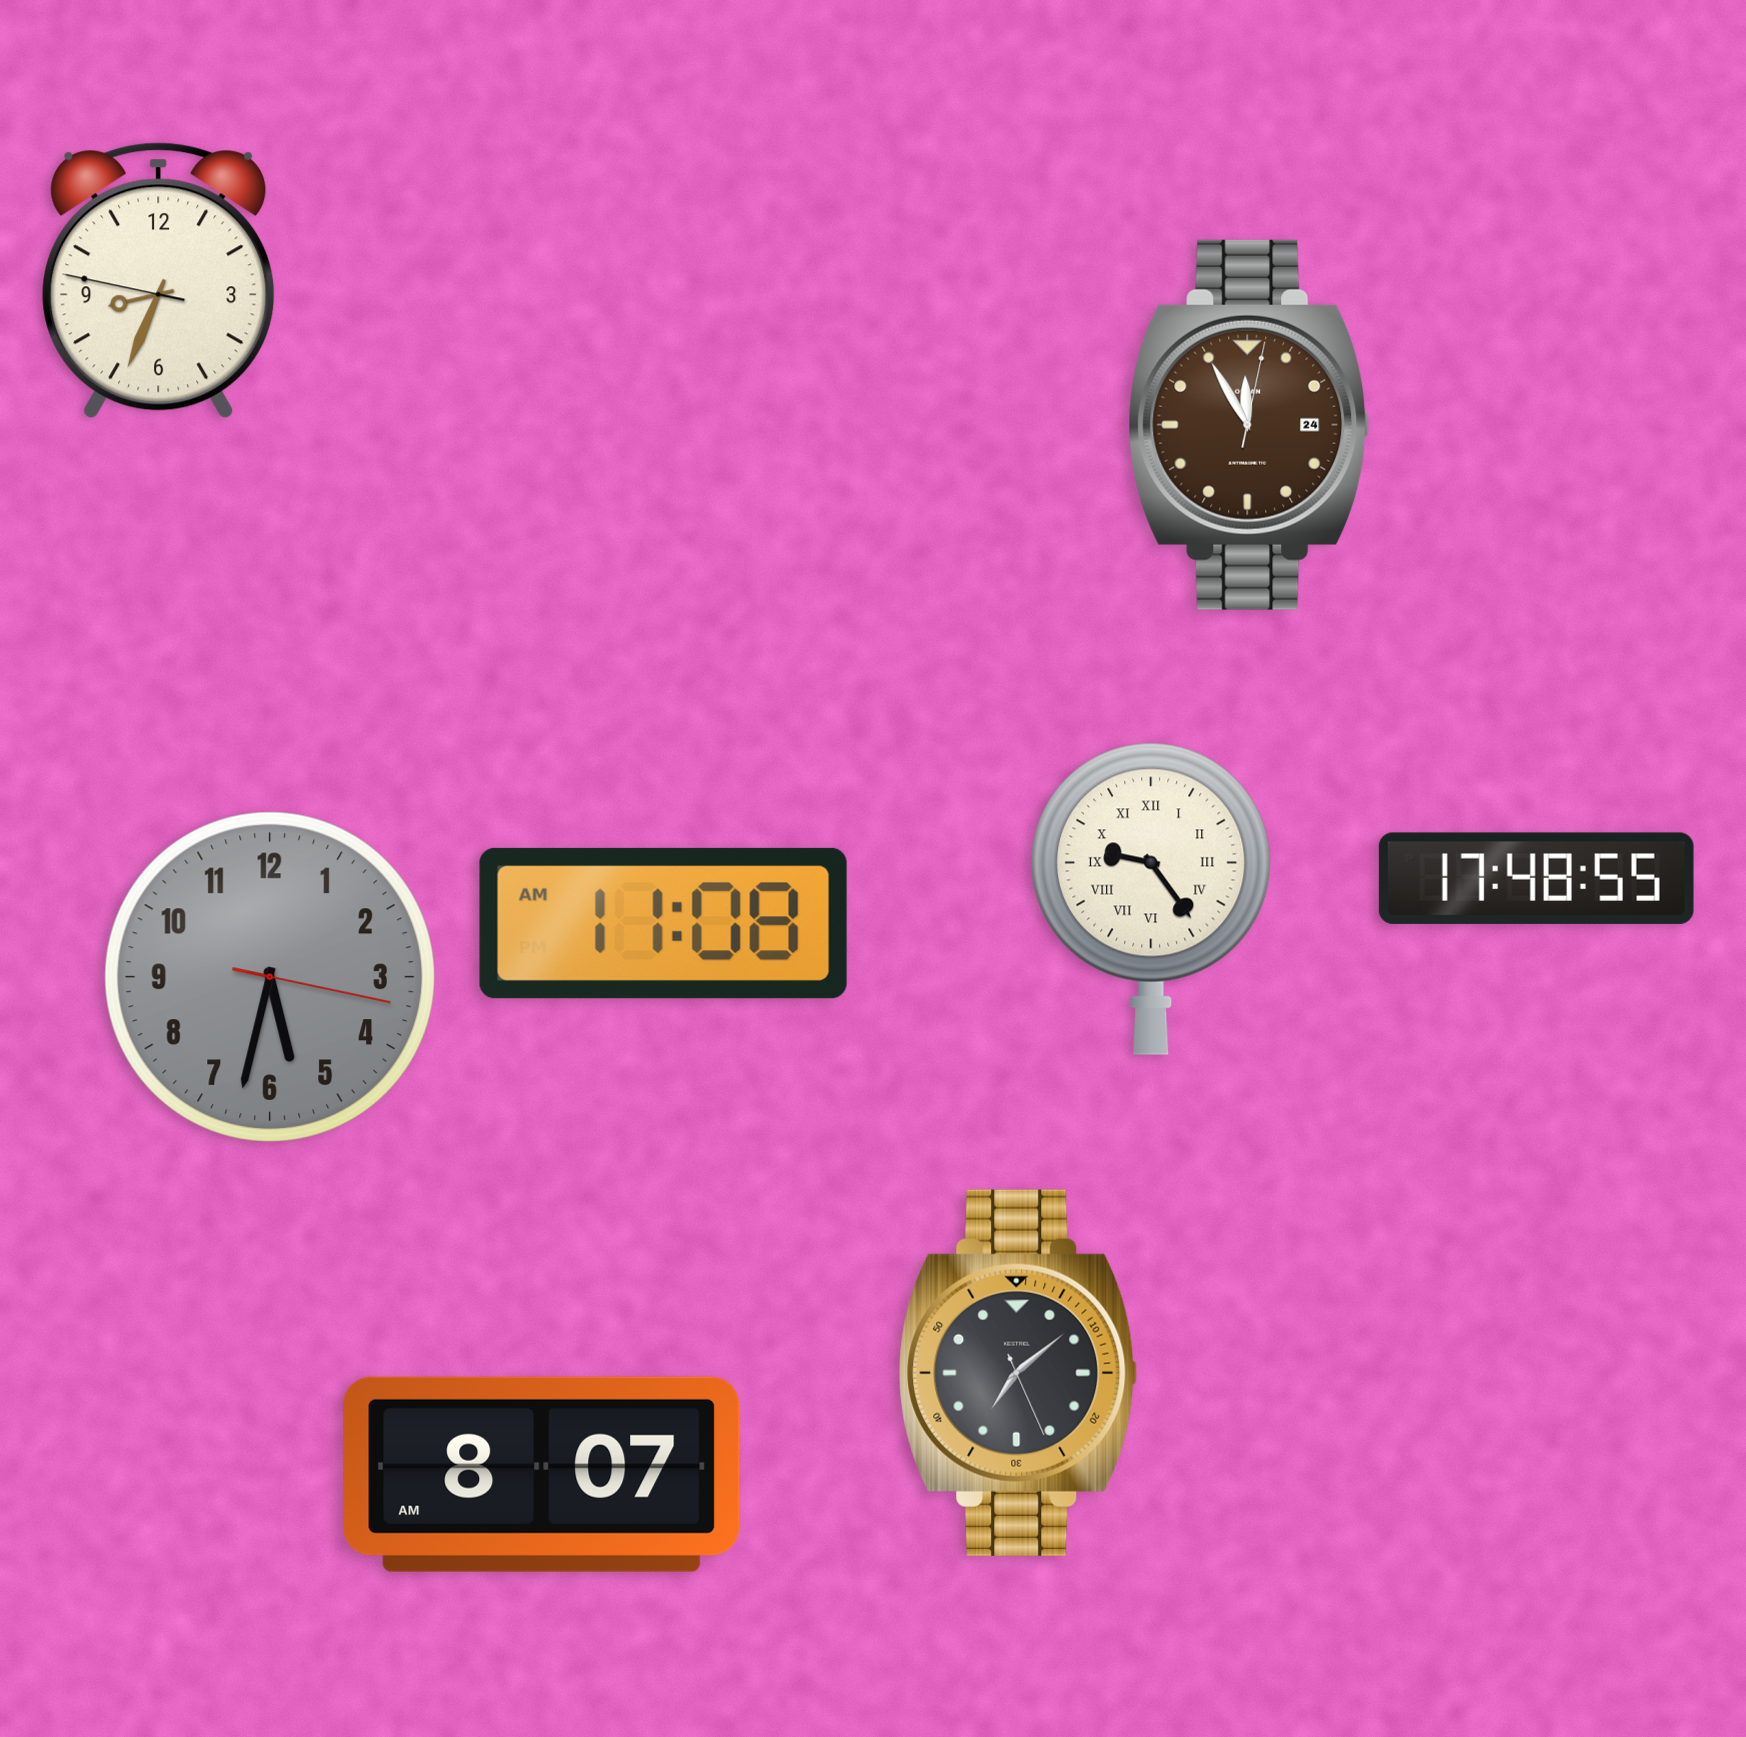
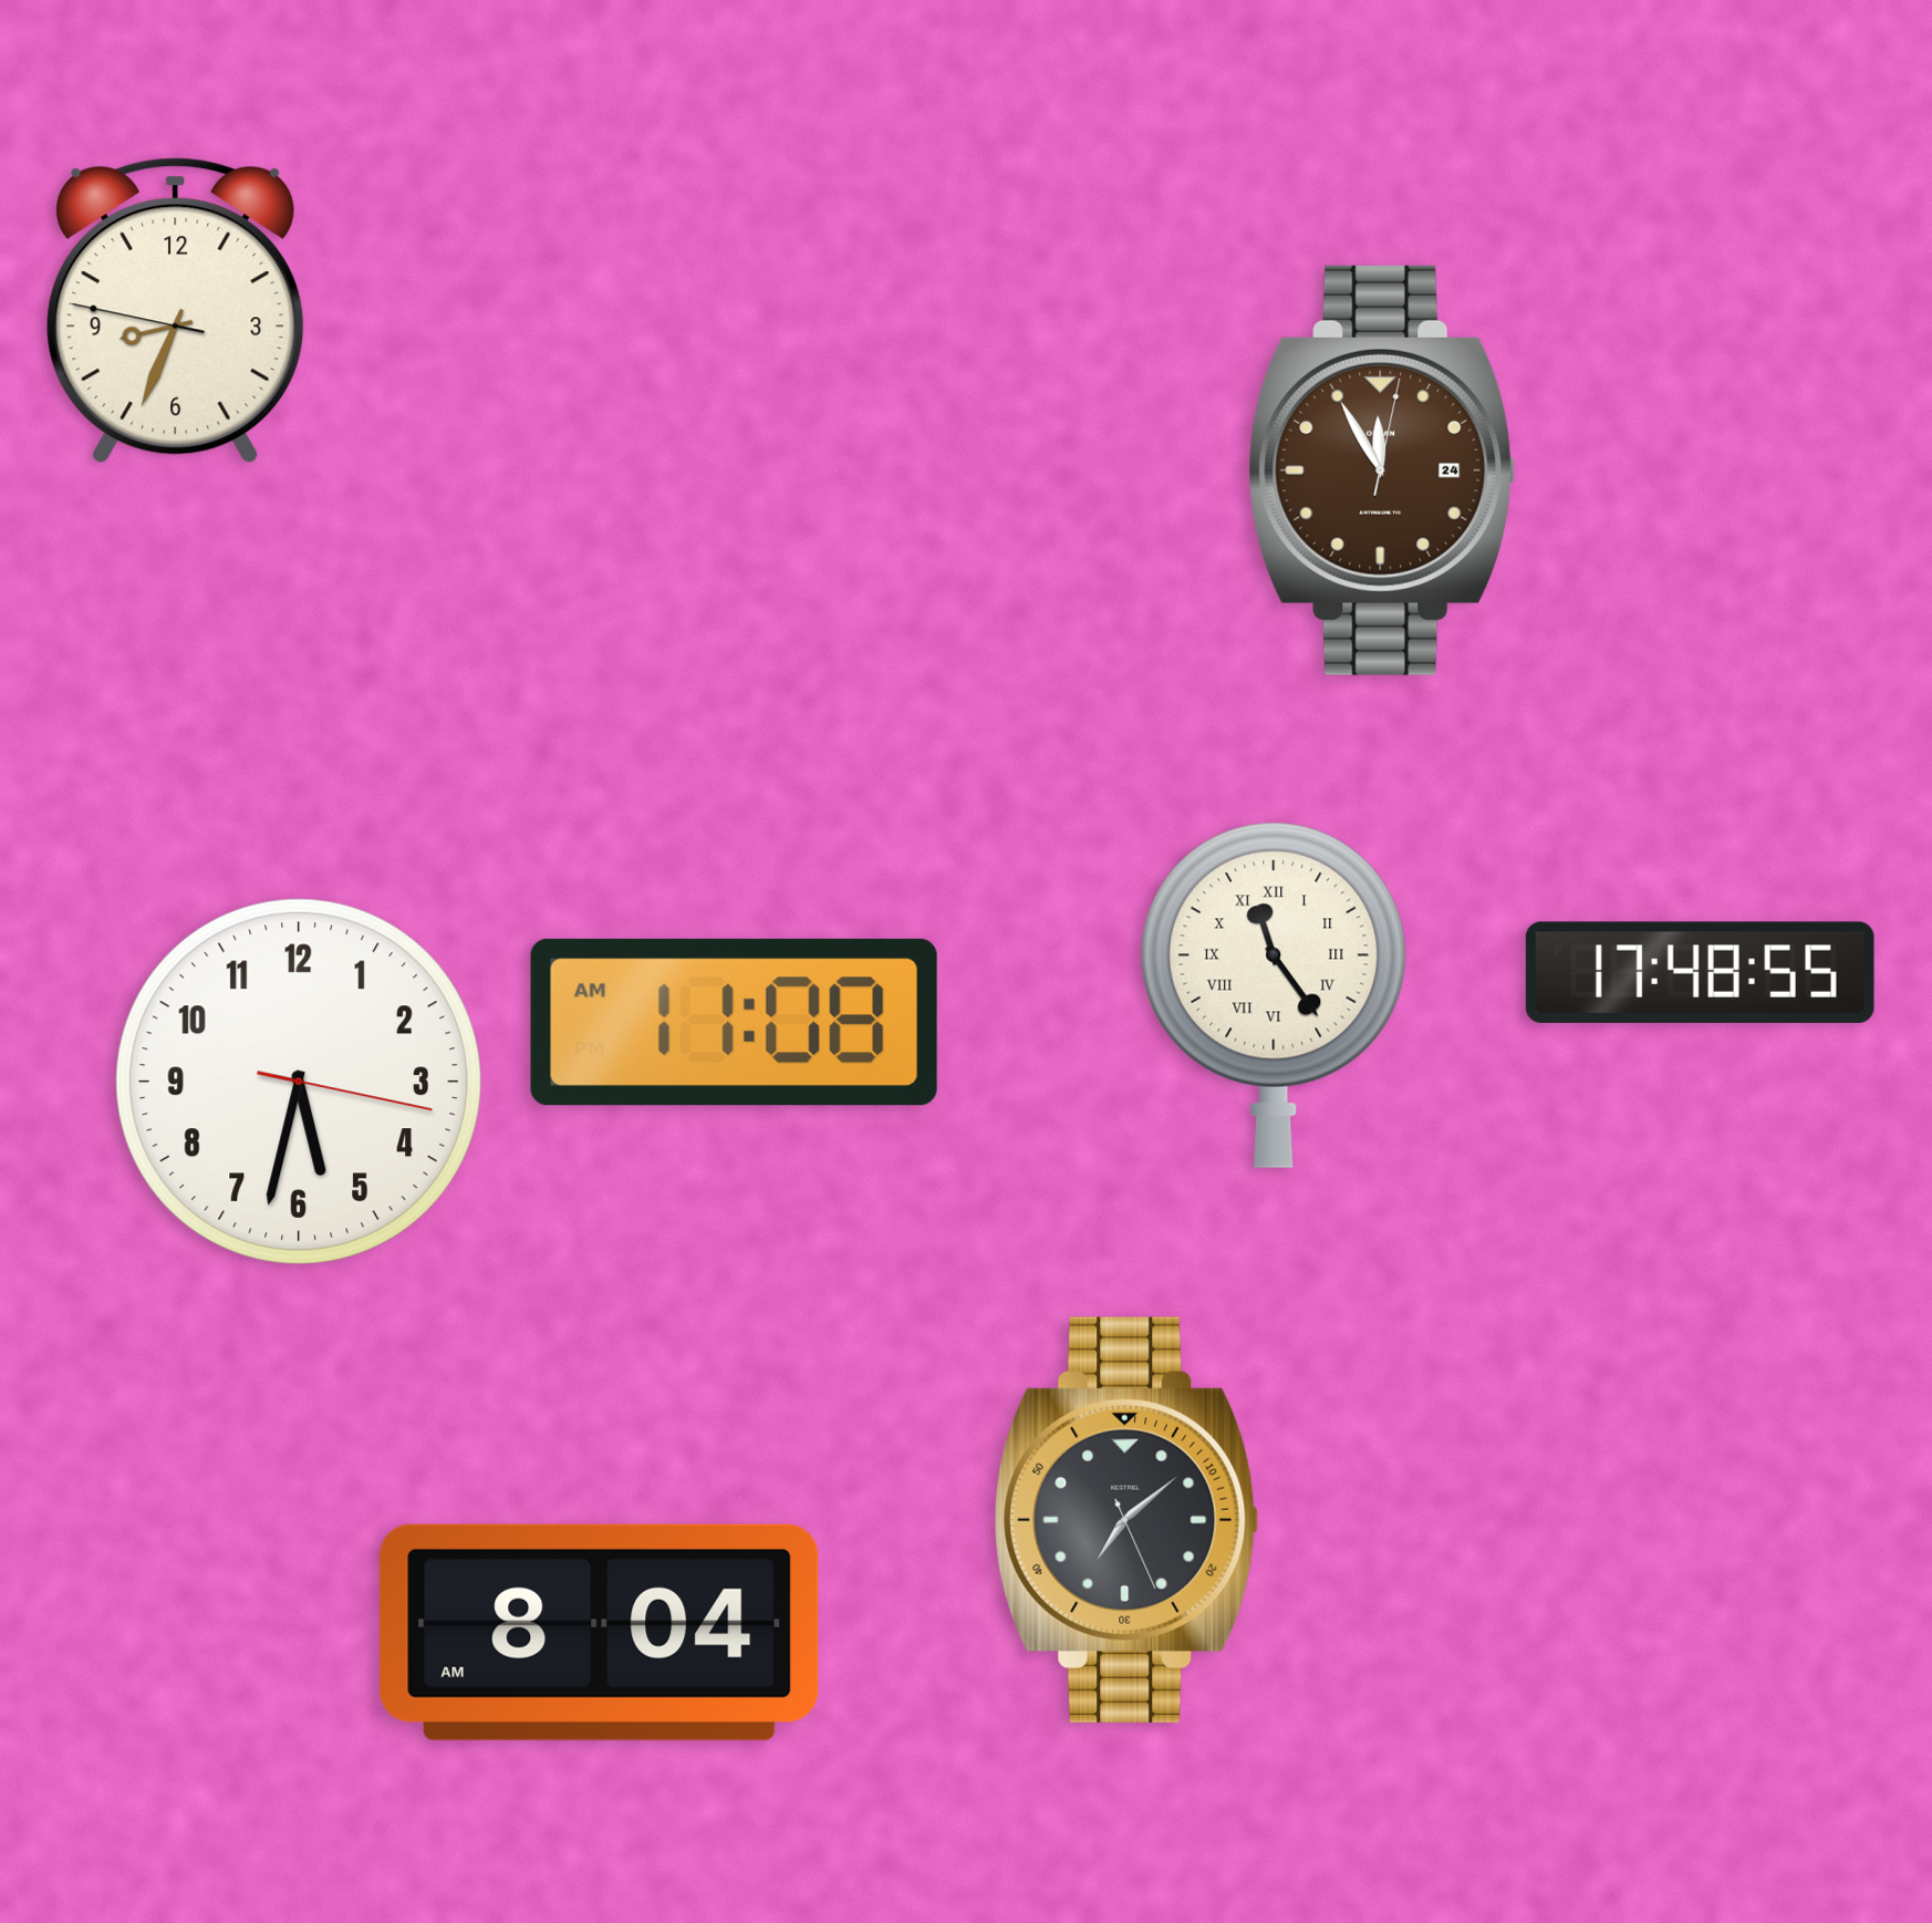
clock at (1151, 899): 9:24 -> 11:24
clock at (270, 977) dial: grey -> white
clock at (542, 1474): 8:07 -> 8:04
